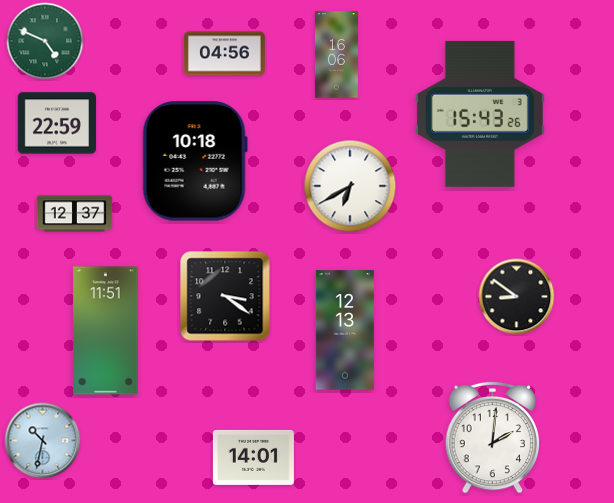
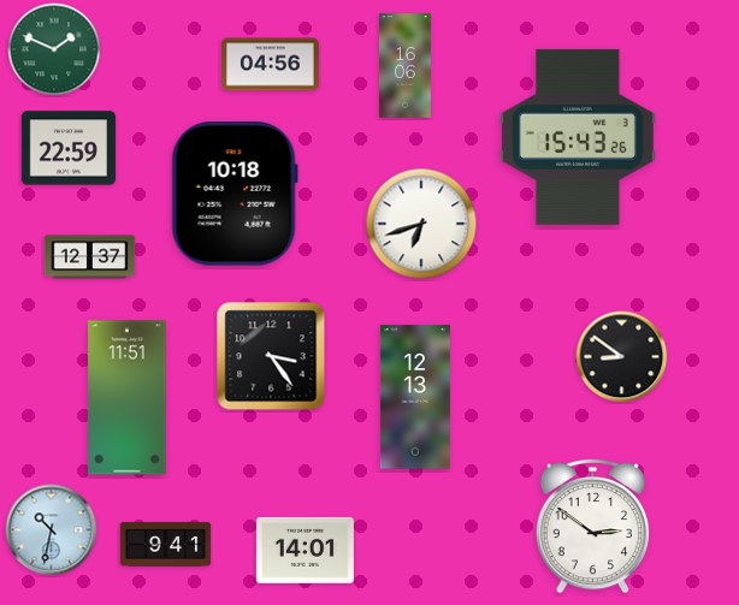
clock at (45, 41): 4:49 -> 1:49
clock at (350, 186): 6:40 -> 6:42
clock at (225, 296): 3:21 -> 3:24
clock at (493, 437): 2:01 -> 2:51
clock at (166, 545): none -> 9:41
